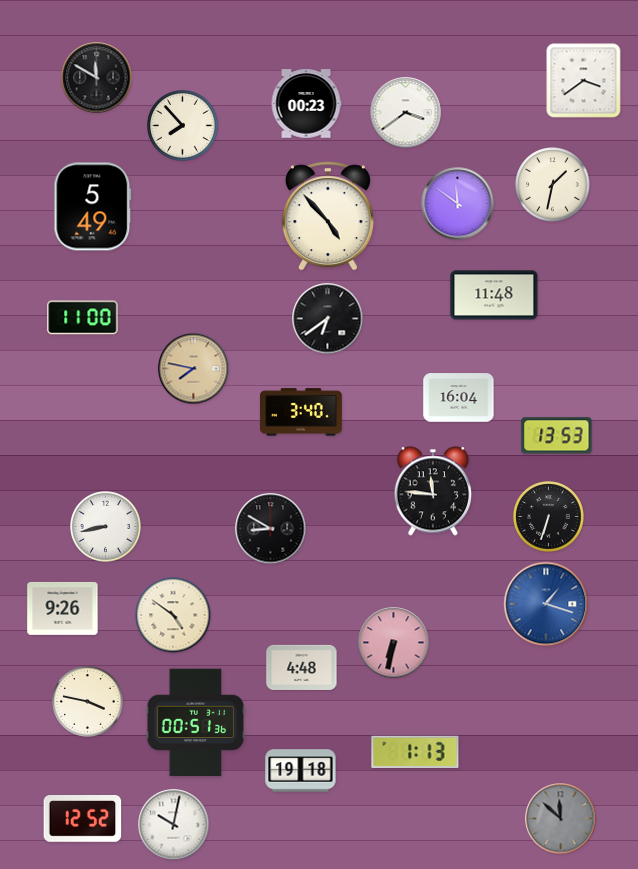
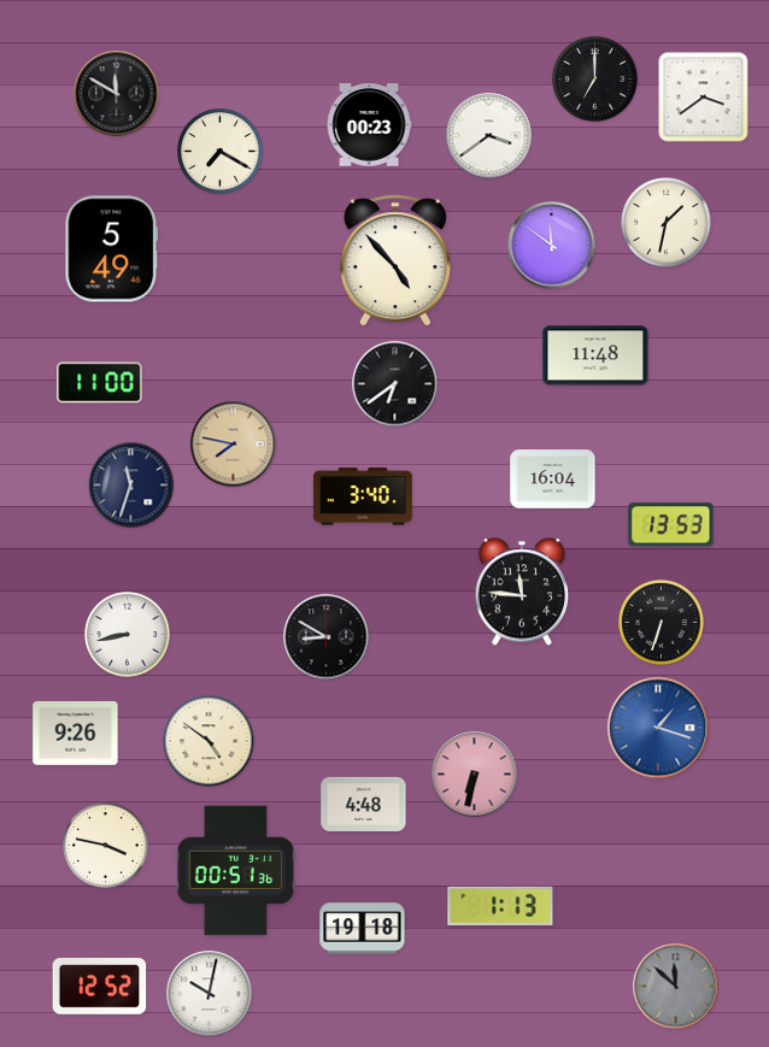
clock at (595, 80): none -> 7:00
clock at (183, 126): 7:53 -> 7:20
clock at (131, 486): none -> 11:33
